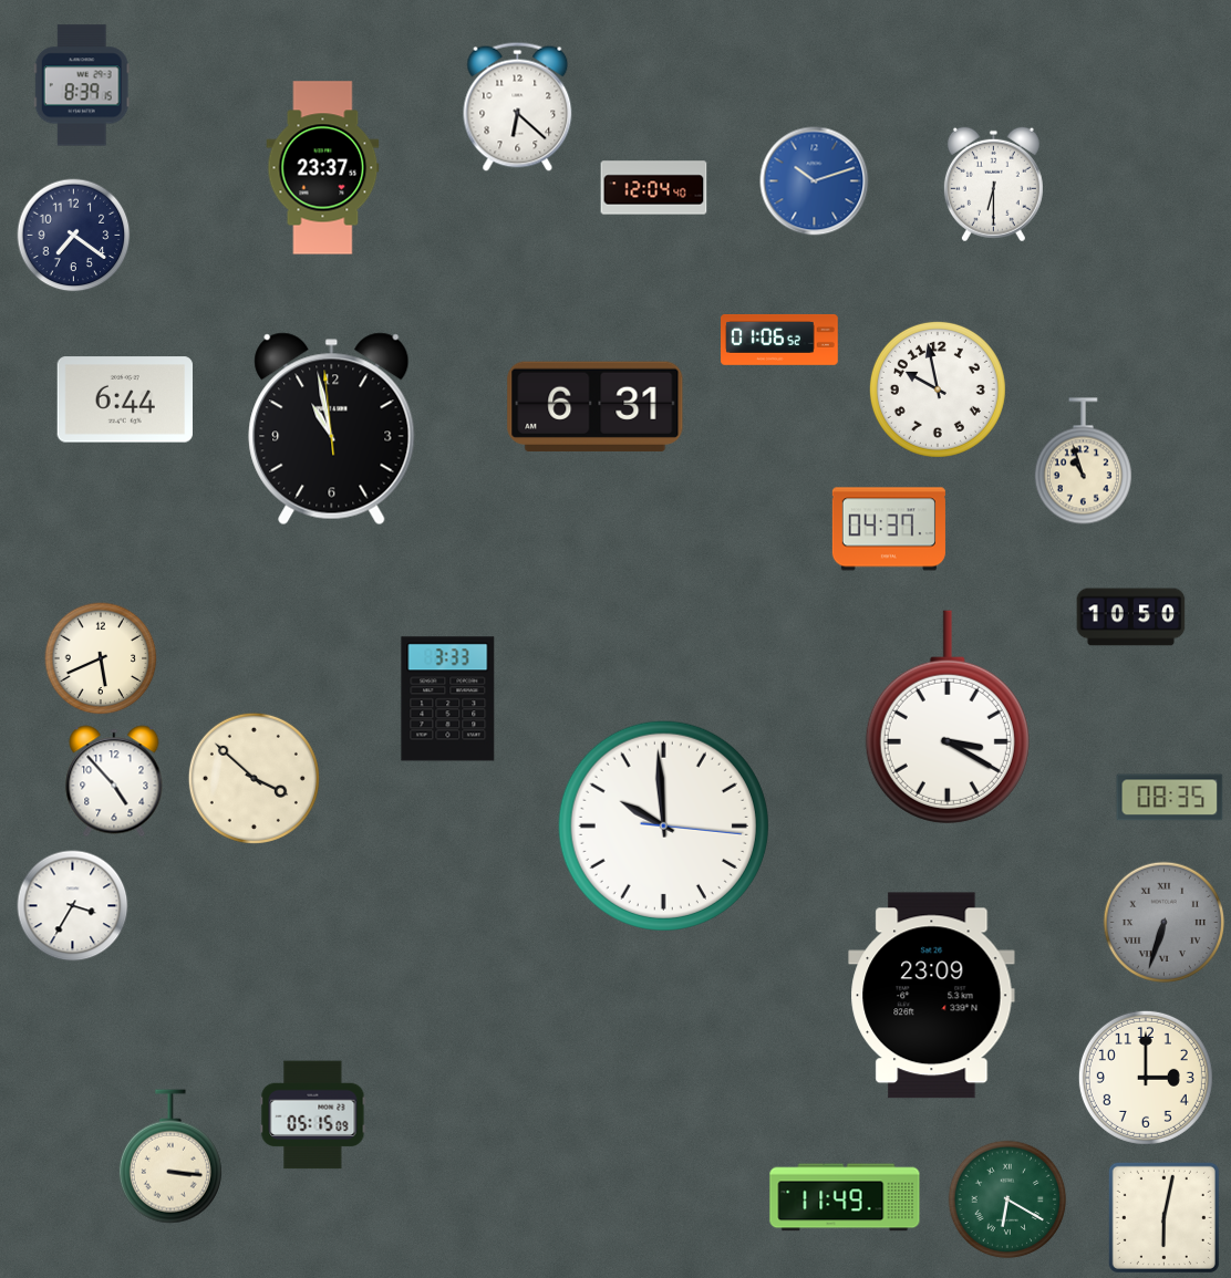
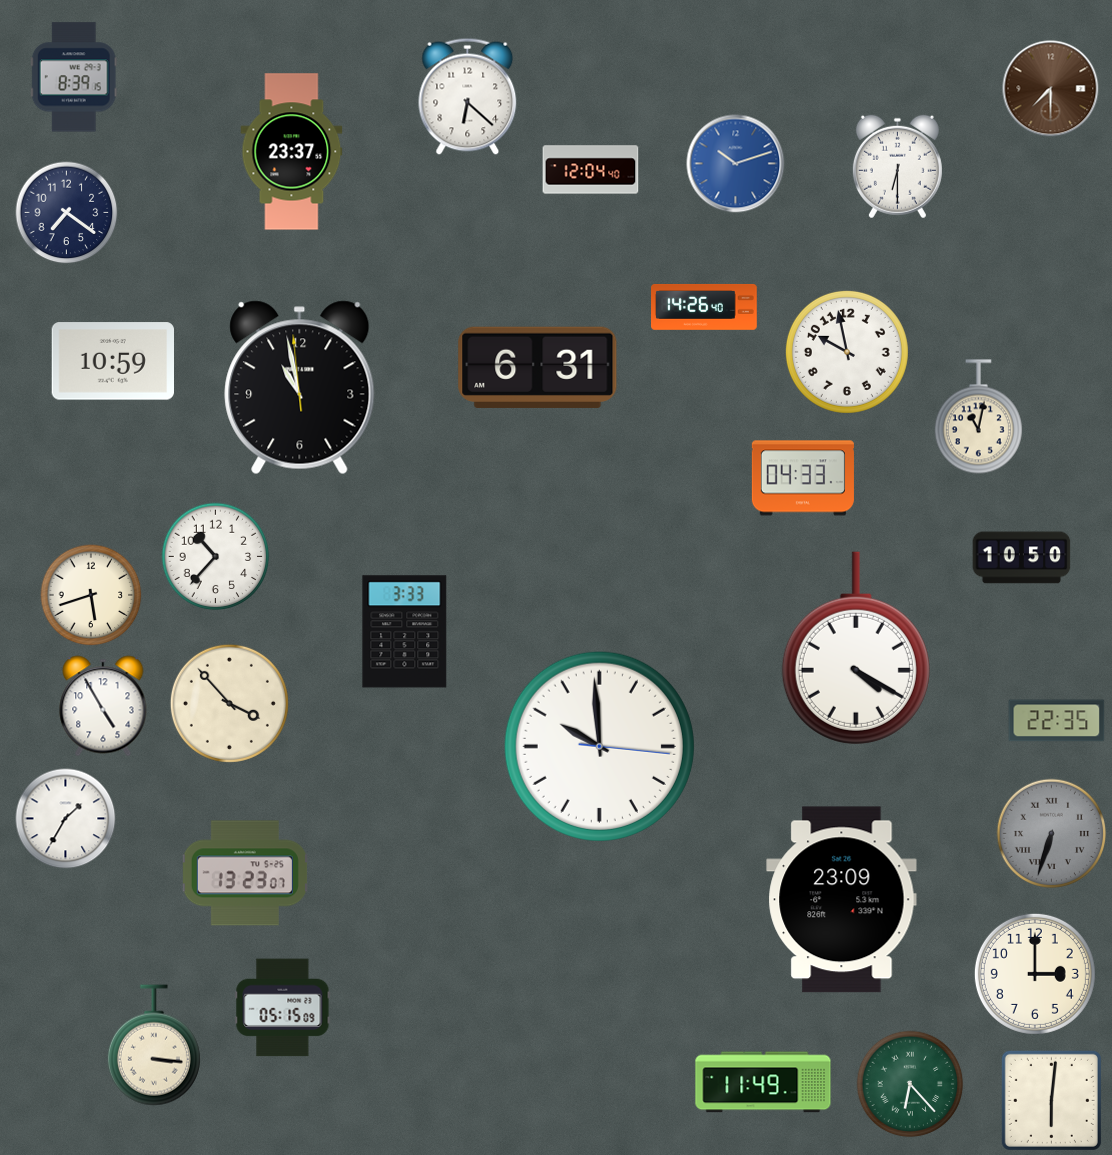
clock at (1051, 89): none -> 7:30
clock at (780, 340): 01:06 -> 14:26
clock at (124, 399): 6:44 -> 10:59
clock at (1083, 461): 10:57 -> 11:02
clock at (889, 529): 04:37 -> 04:33
clock at (216, 557): none -> 10:37
clock at (101, 658): 5:41 -> 5:42
clock at (948, 717): 3:20 -> 4:20
clock at (254, 778): 3:52 -> 3:53
clock at (114, 781): 4:53 -> 4:55
clock at (1170, 798): 08:35 -> 22:35
clock at (73, 906): 3:35 -> 1:35
clock at (245, 873): none -> 13:23
clock at (1007, 1199): 6:20 -> 6:23
clock at (1163, 1217): 6:02 -> 6:01
